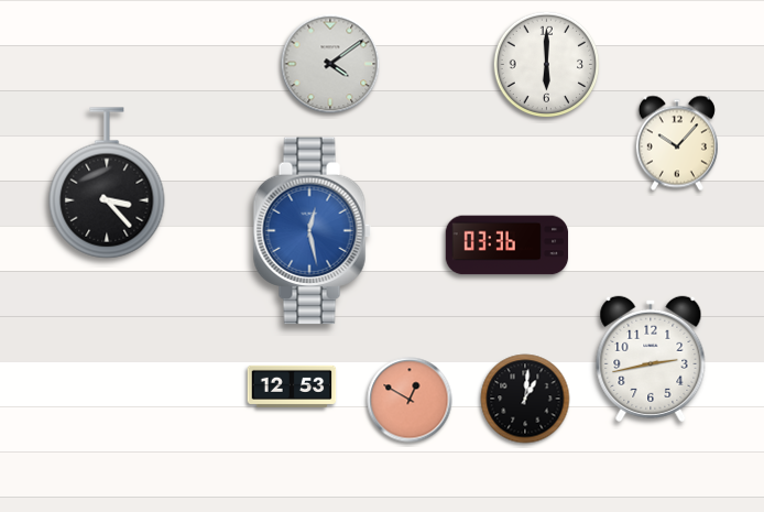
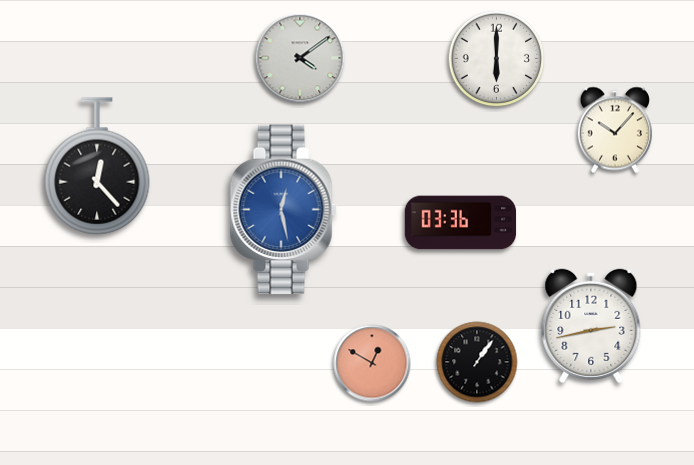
clock at (107, 183): 3:23 -> 12:23
clock at (292, 386): 12:53 -> none
clock at (525, 399): 1:01 -> 1:06
